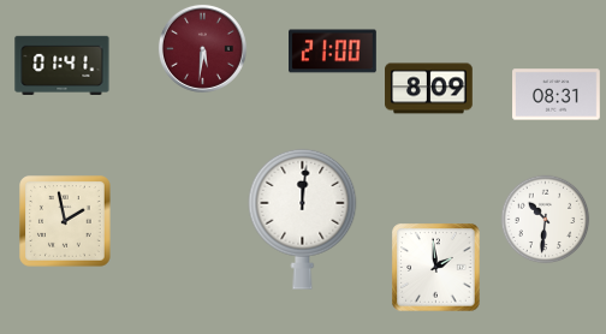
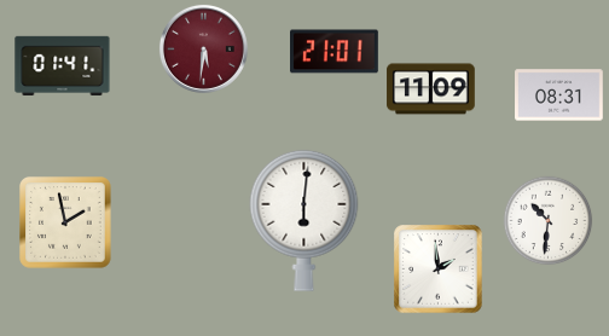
clock at (333, 52): 21:00 -> 21:01
clock at (429, 89): 8:09 -> 11:09
clock at (303, 219): 12:01 -> 6:01
